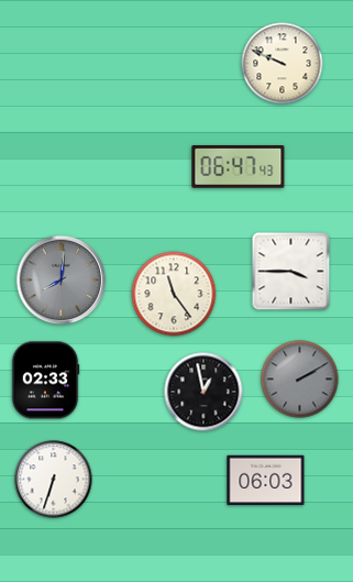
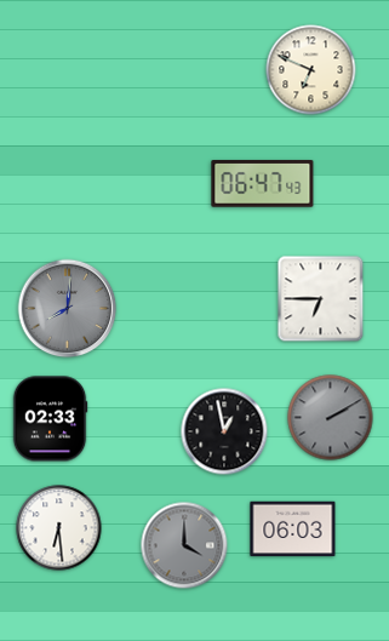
clock at (283, 64): 9:49 -> 6:49
clock at (291, 272): 3:45 -> 6:45
clock at (174, 294): 11:24 -> none
clock at (54, 480): 6:33 -> 6:29
clock at (184, 545): none -> 4:00
